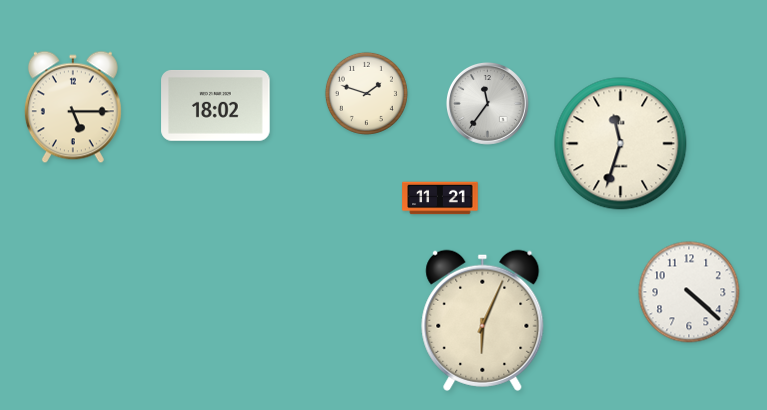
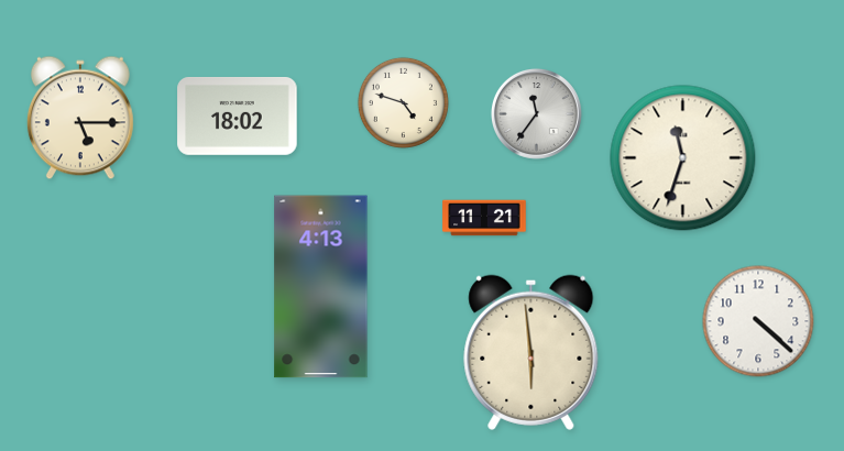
clock at (366, 93): 1:48 -> 4:48
clock at (321, 287): none -> 4:13
clock at (483, 320): 6:04 -> 5:59
